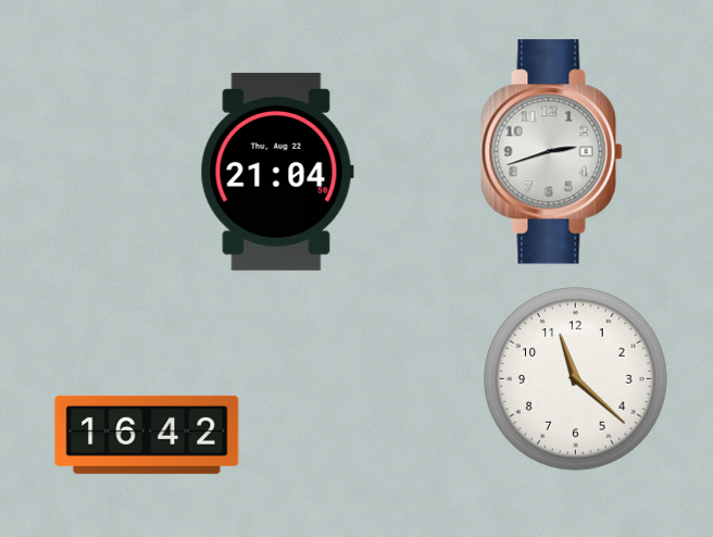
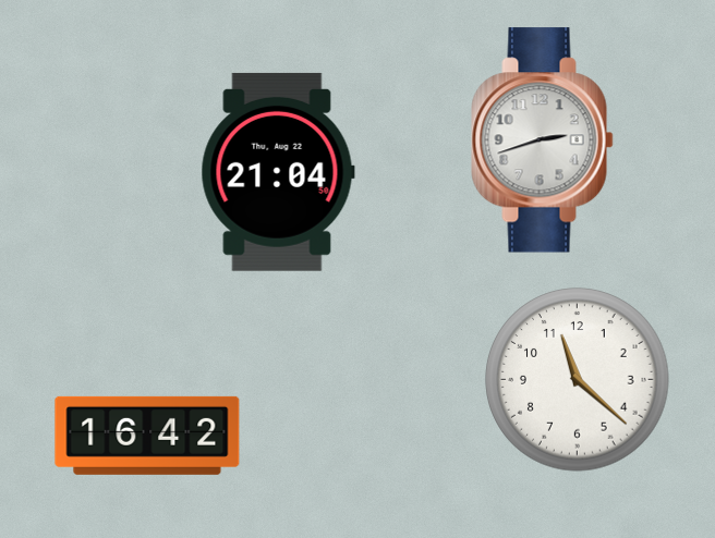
clock at (552, 152) position: (552, 152) -> (543, 140)
